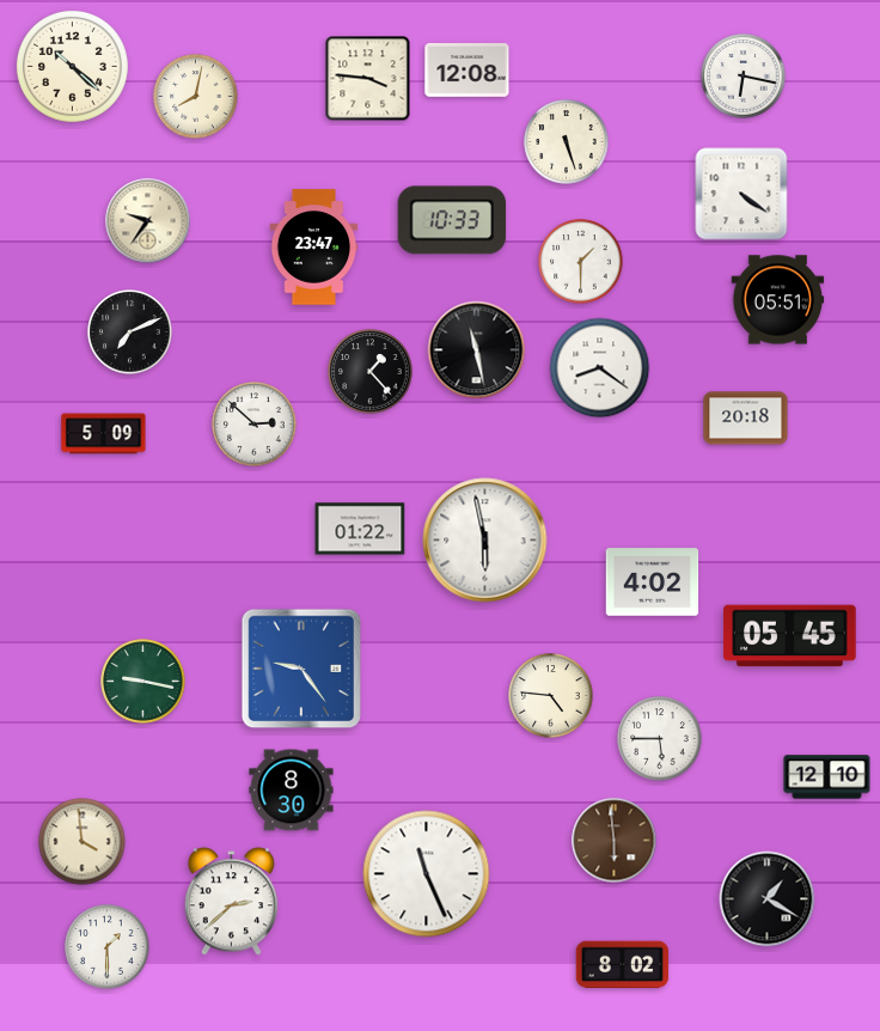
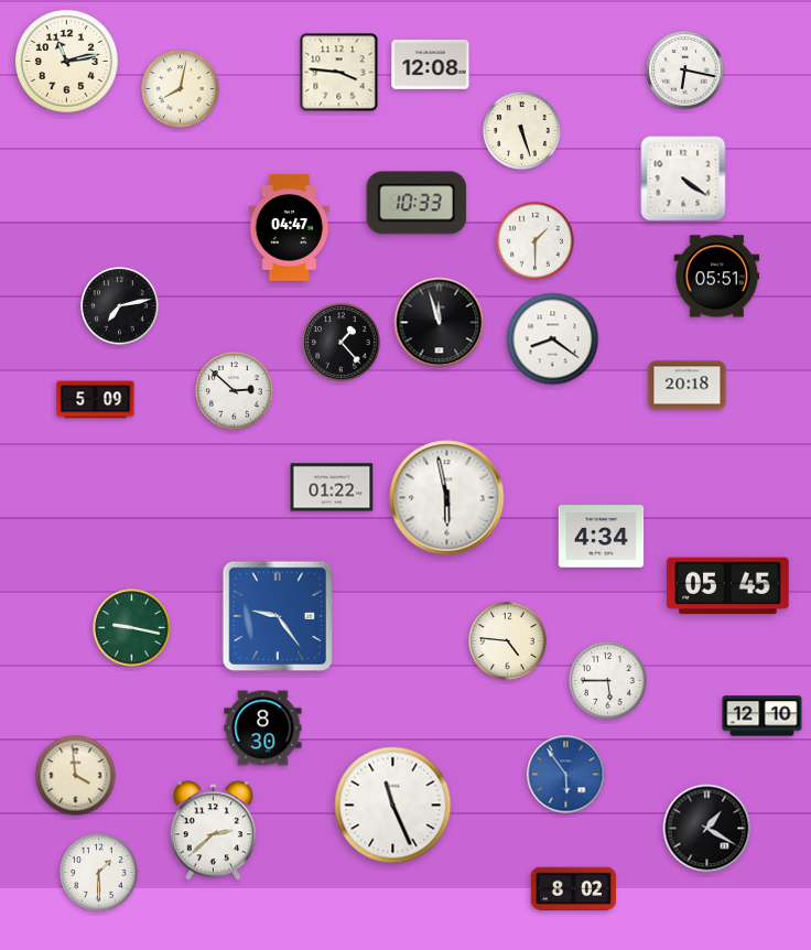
clock at (72, 66): 10:22 -> 11:13
clock at (148, 221): 9:36 -> none
clock at (314, 248): 23:47 -> 04:47
clock at (130, 333): 7:11 -> 7:13
clock at (477, 350): 11:28 -> 11:57
clock at (653, 582): 4:02 -> 4:34
clock at (292, 791) position: (292, 791) -> (263, 728)
clock at (615, 841): 5:59 -> 5:54
clock at (615, 841) dial: brown -> blue
